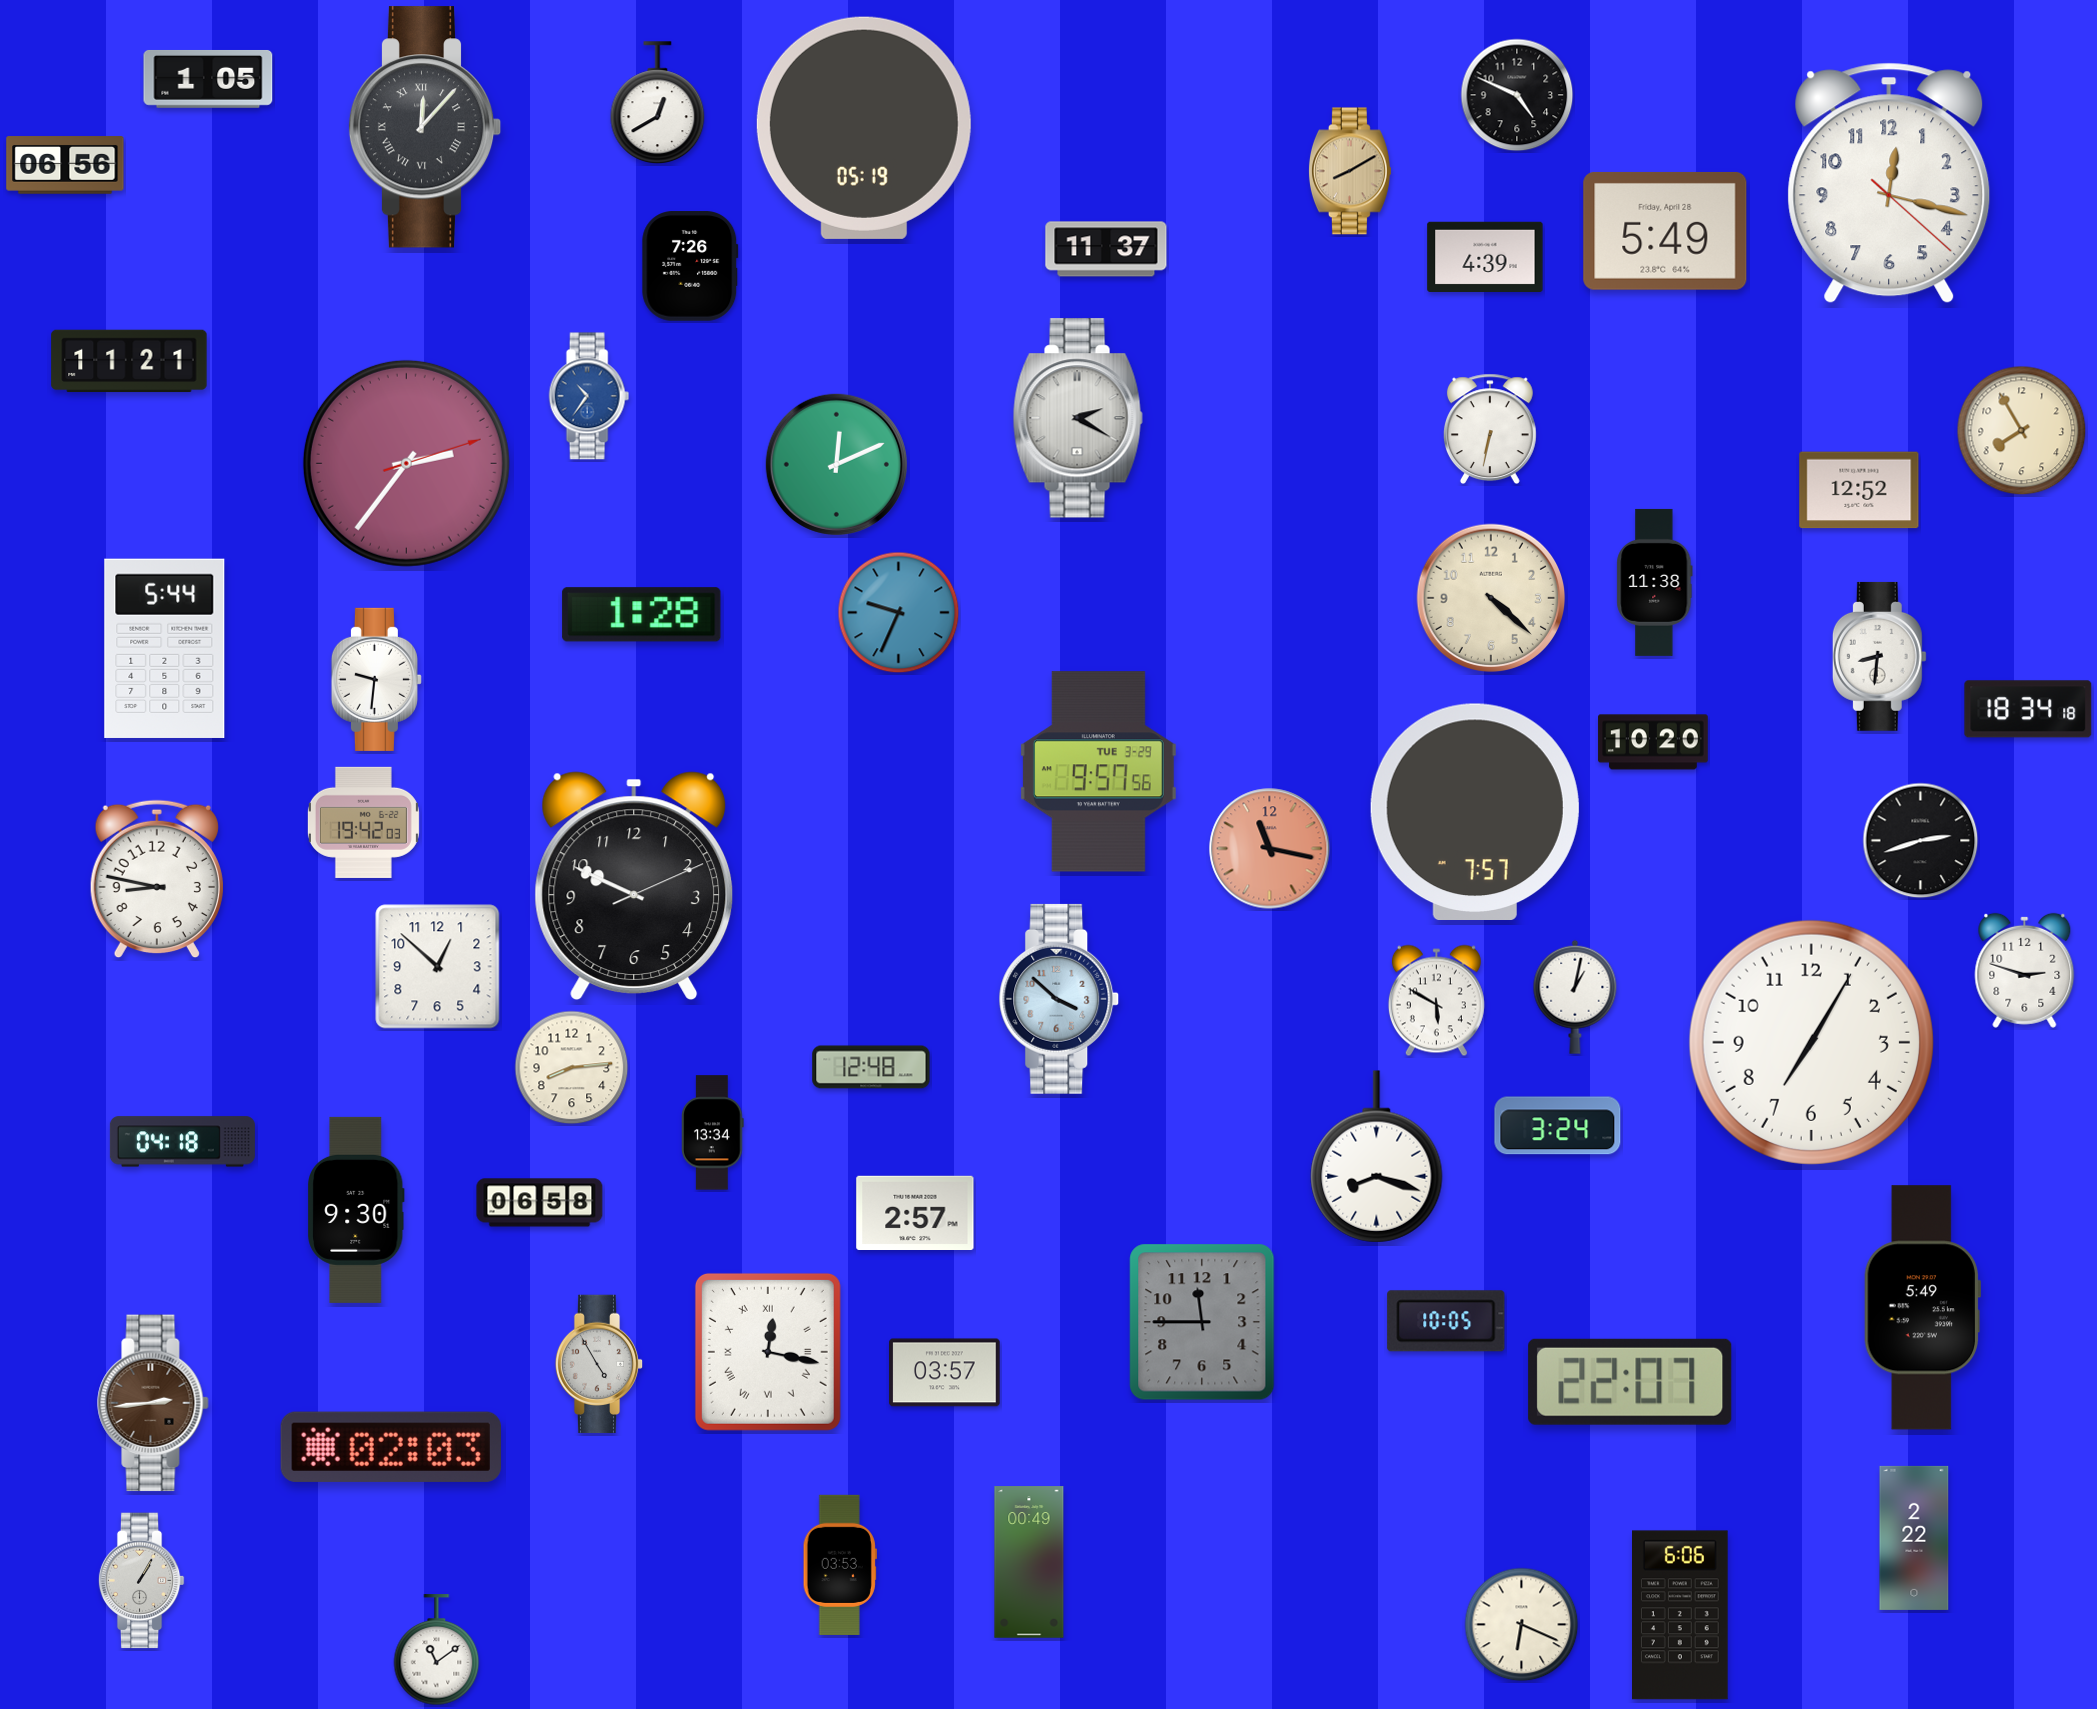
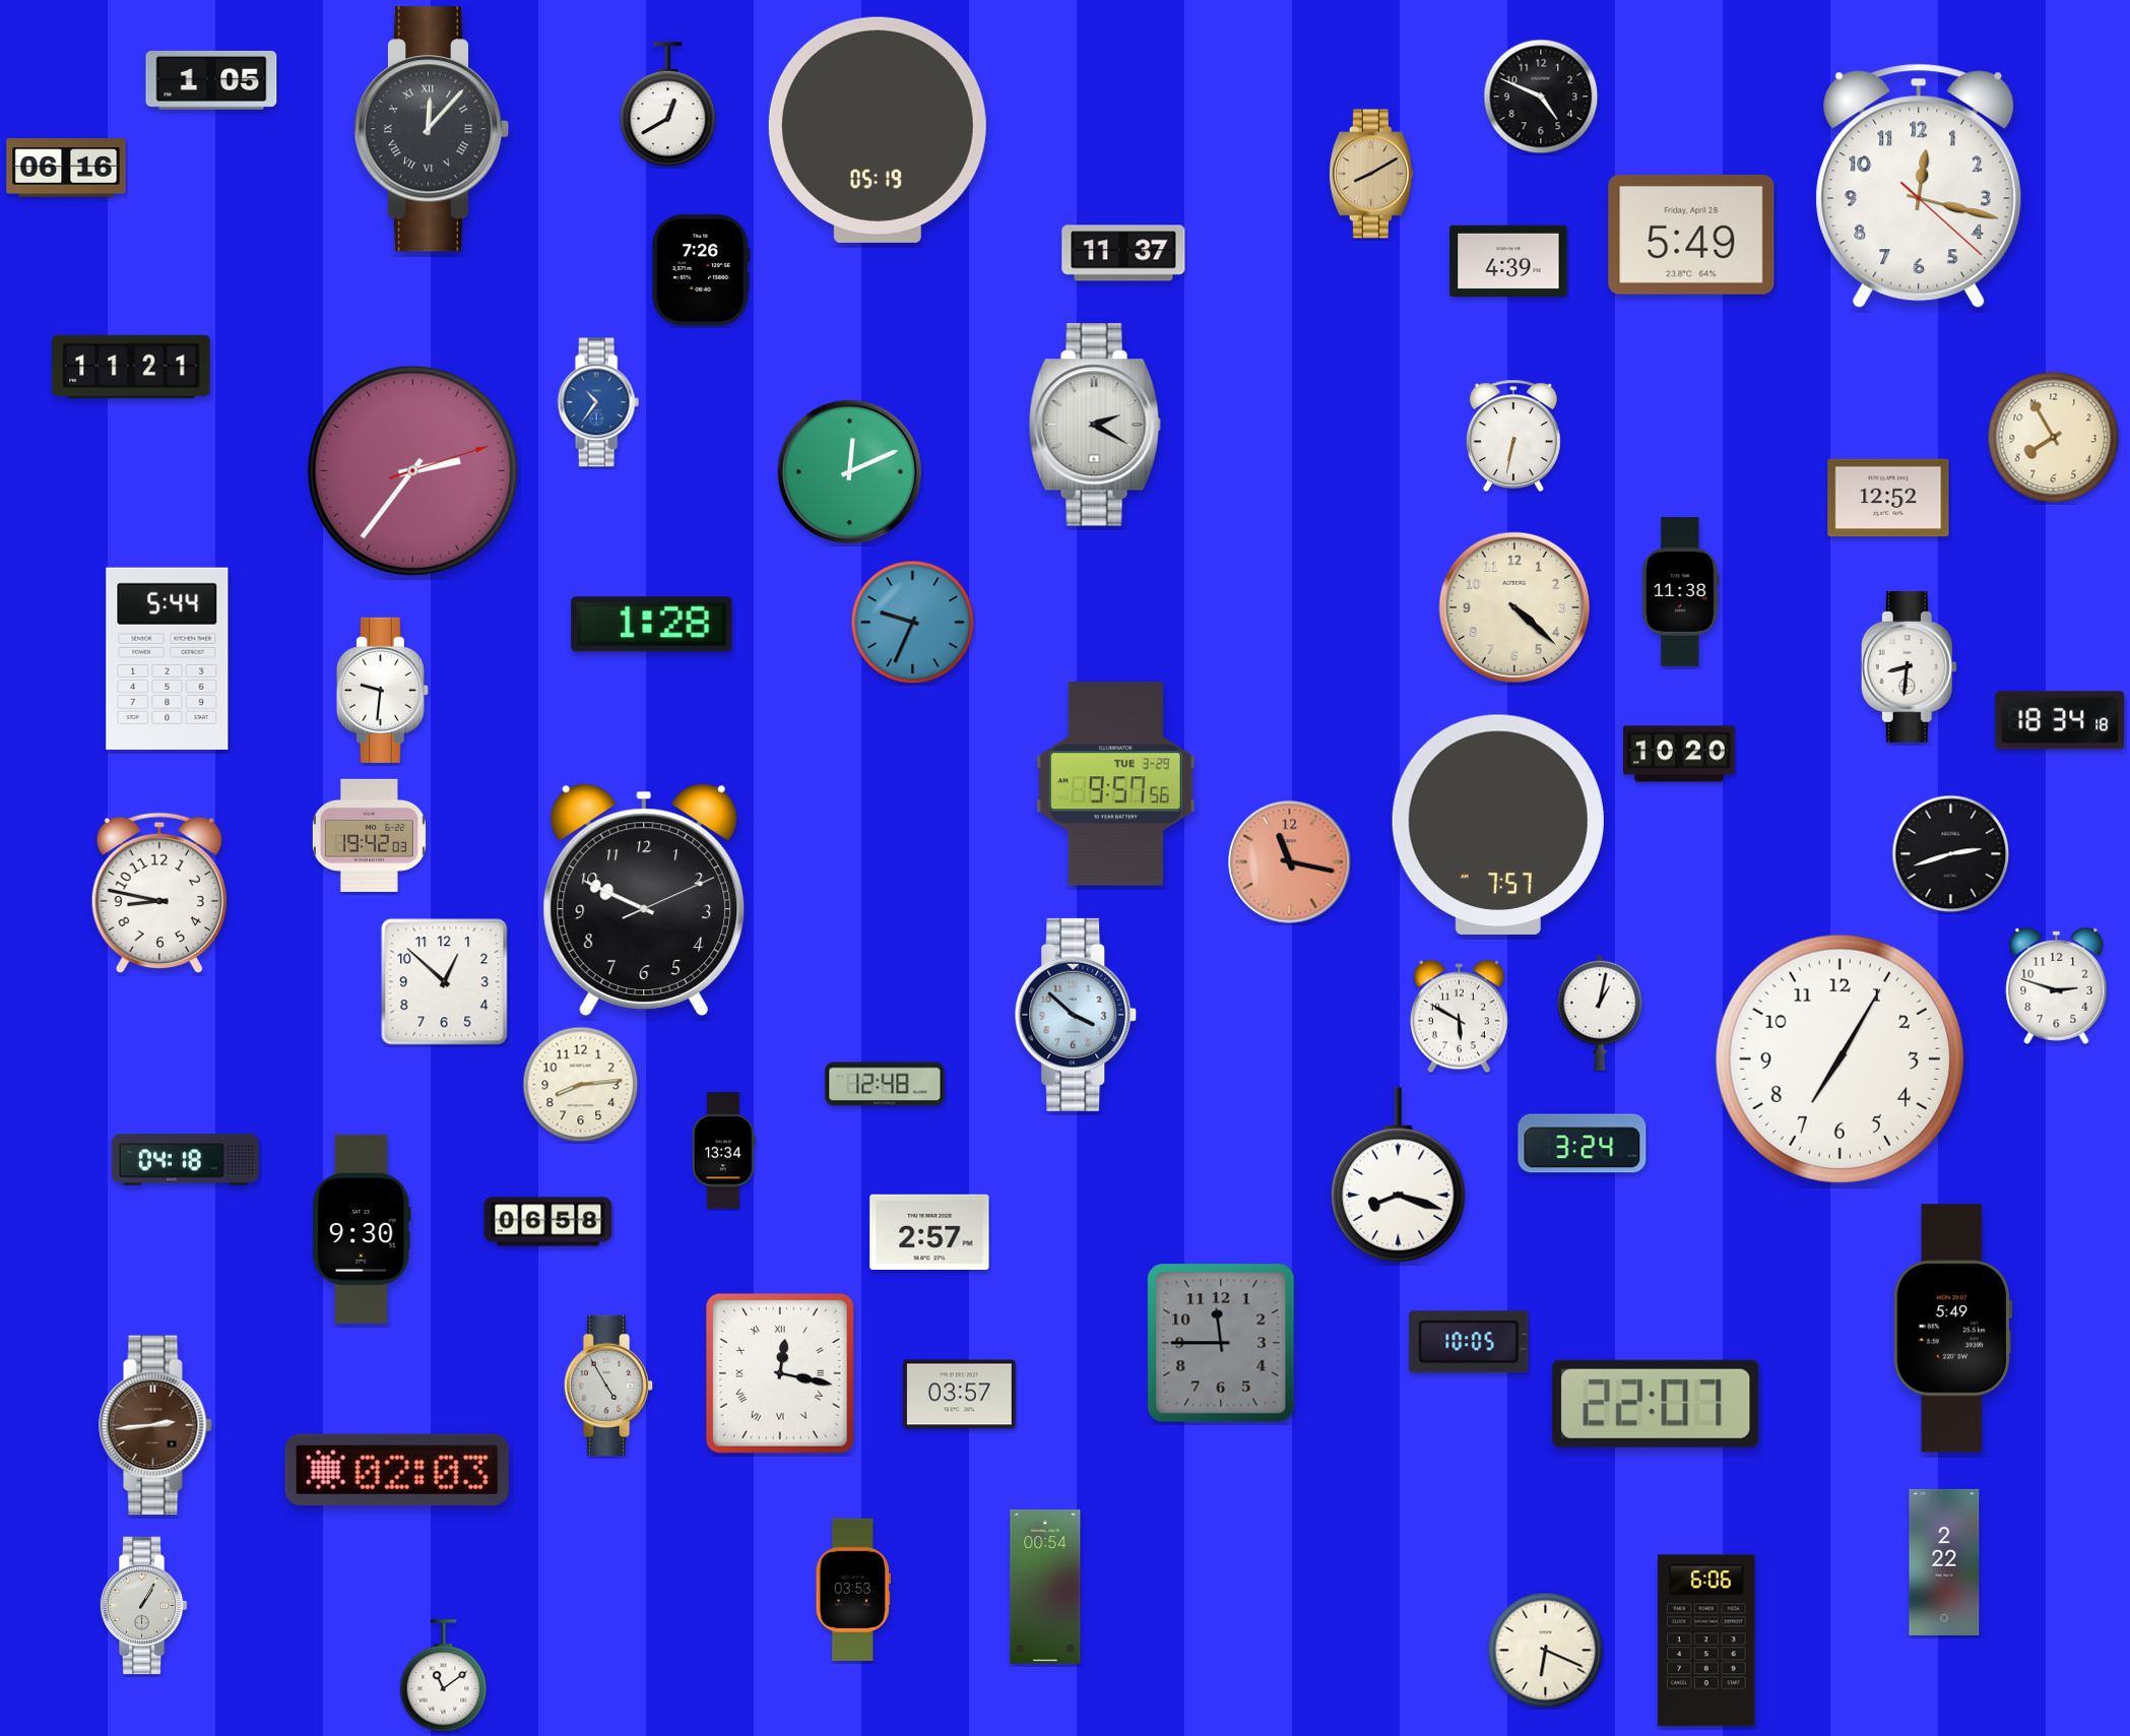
clock at (65, 165): 06:56 -> 06:16
clock at (1029, 1562): 00:49 -> 00:54
